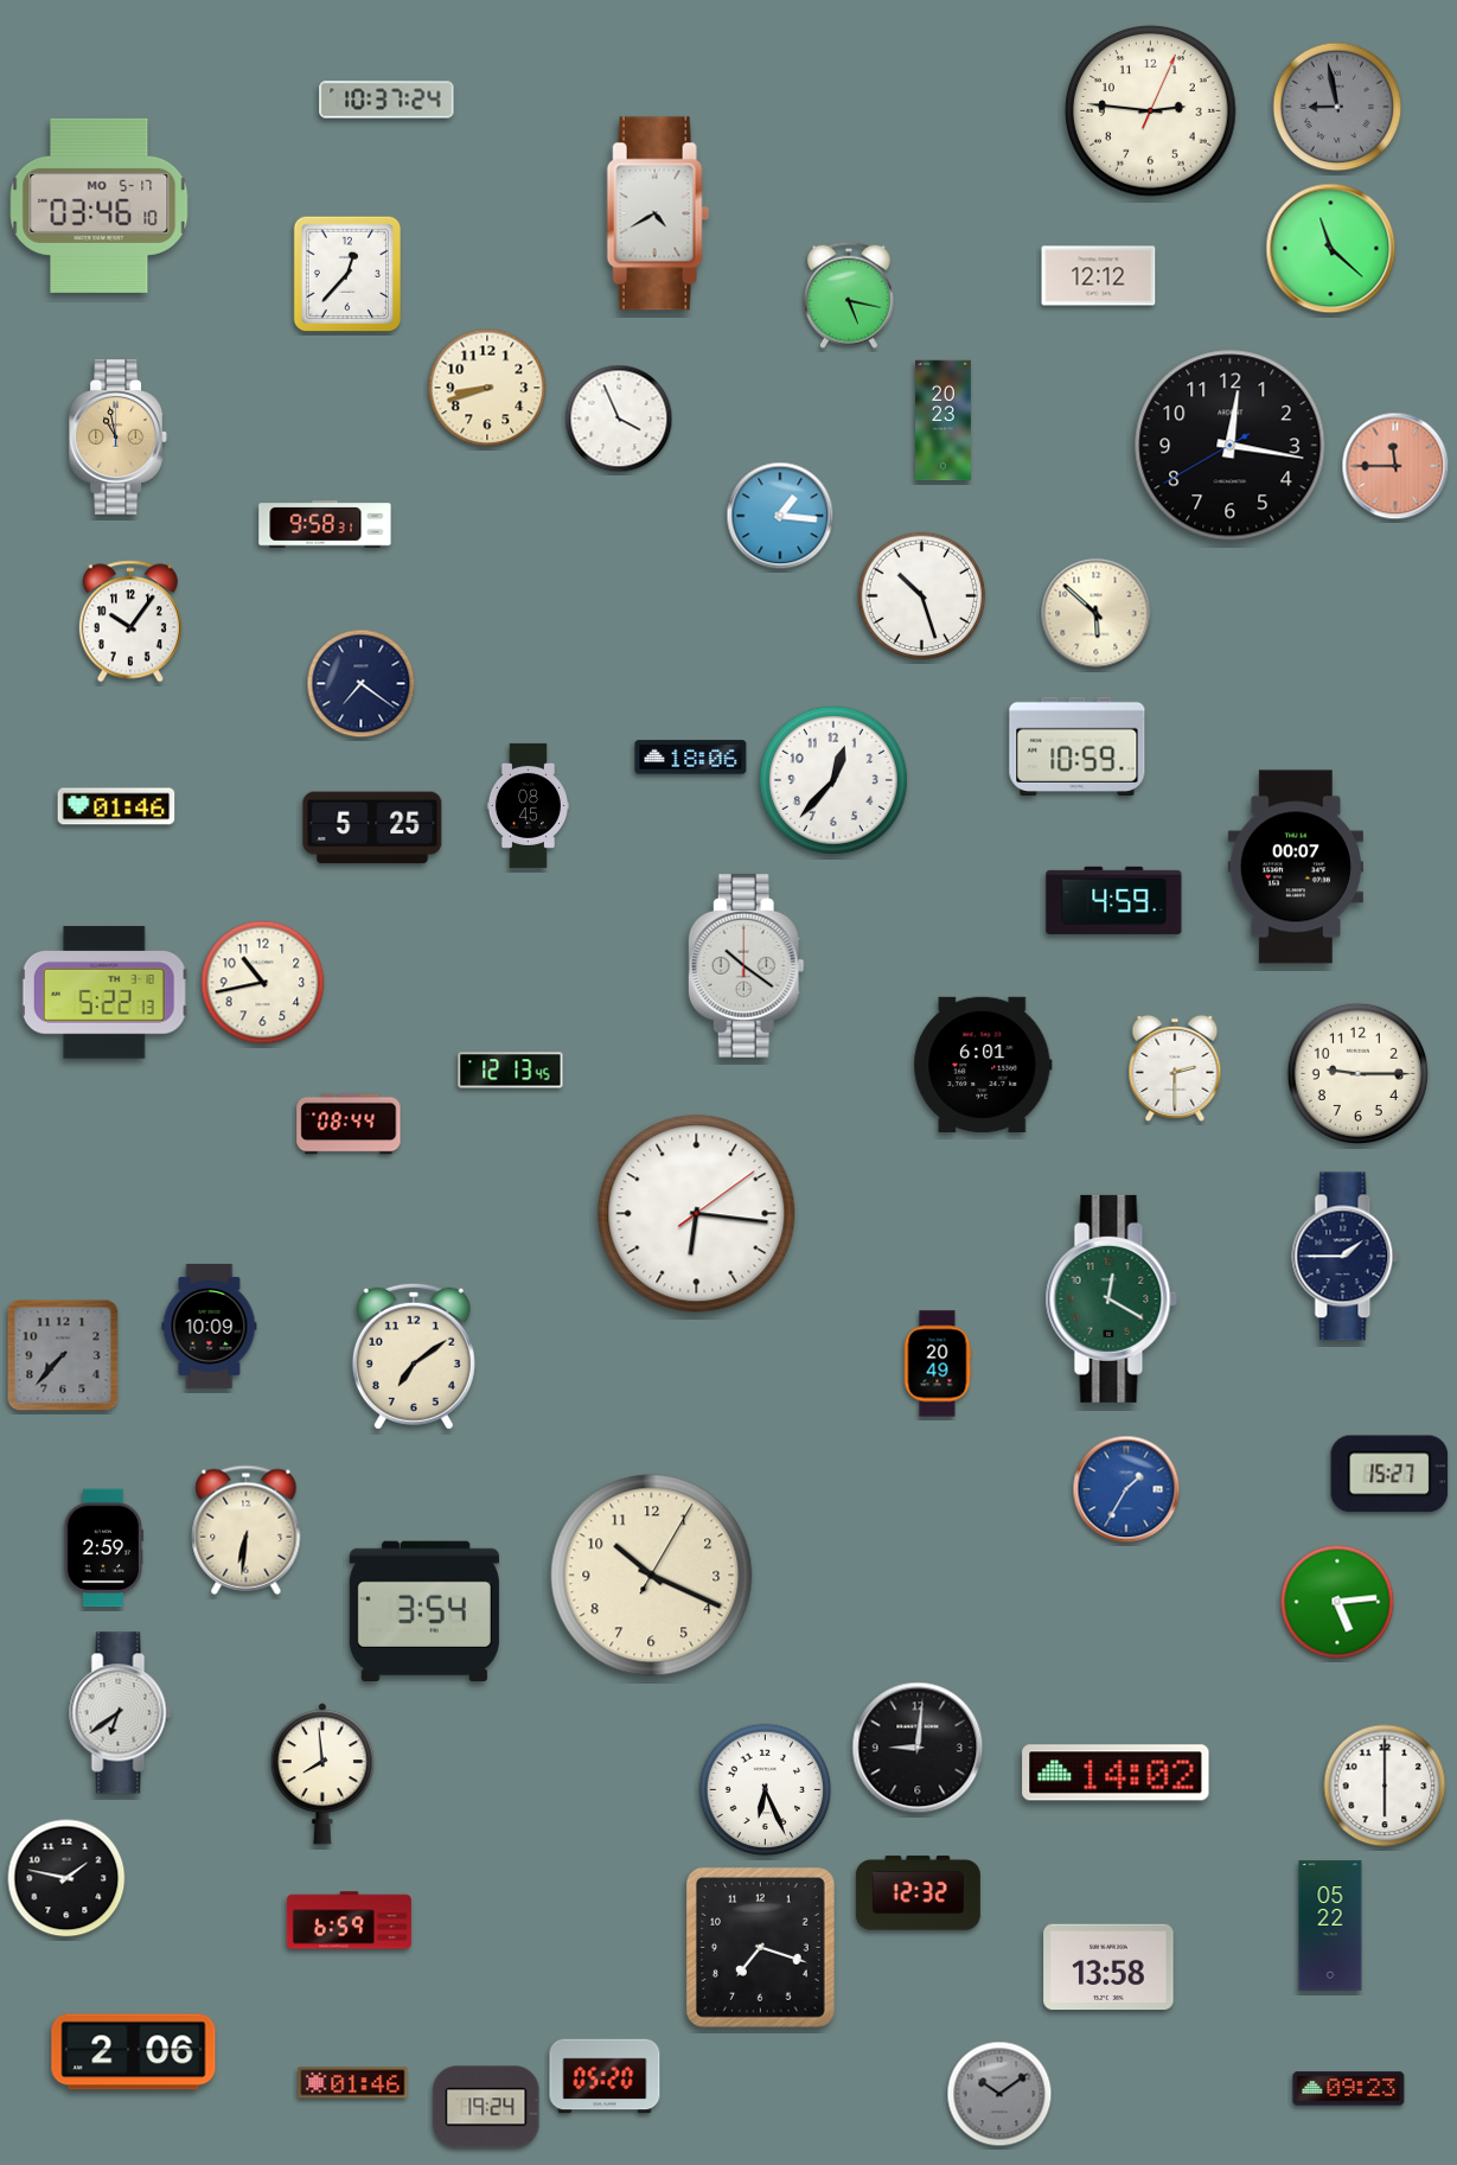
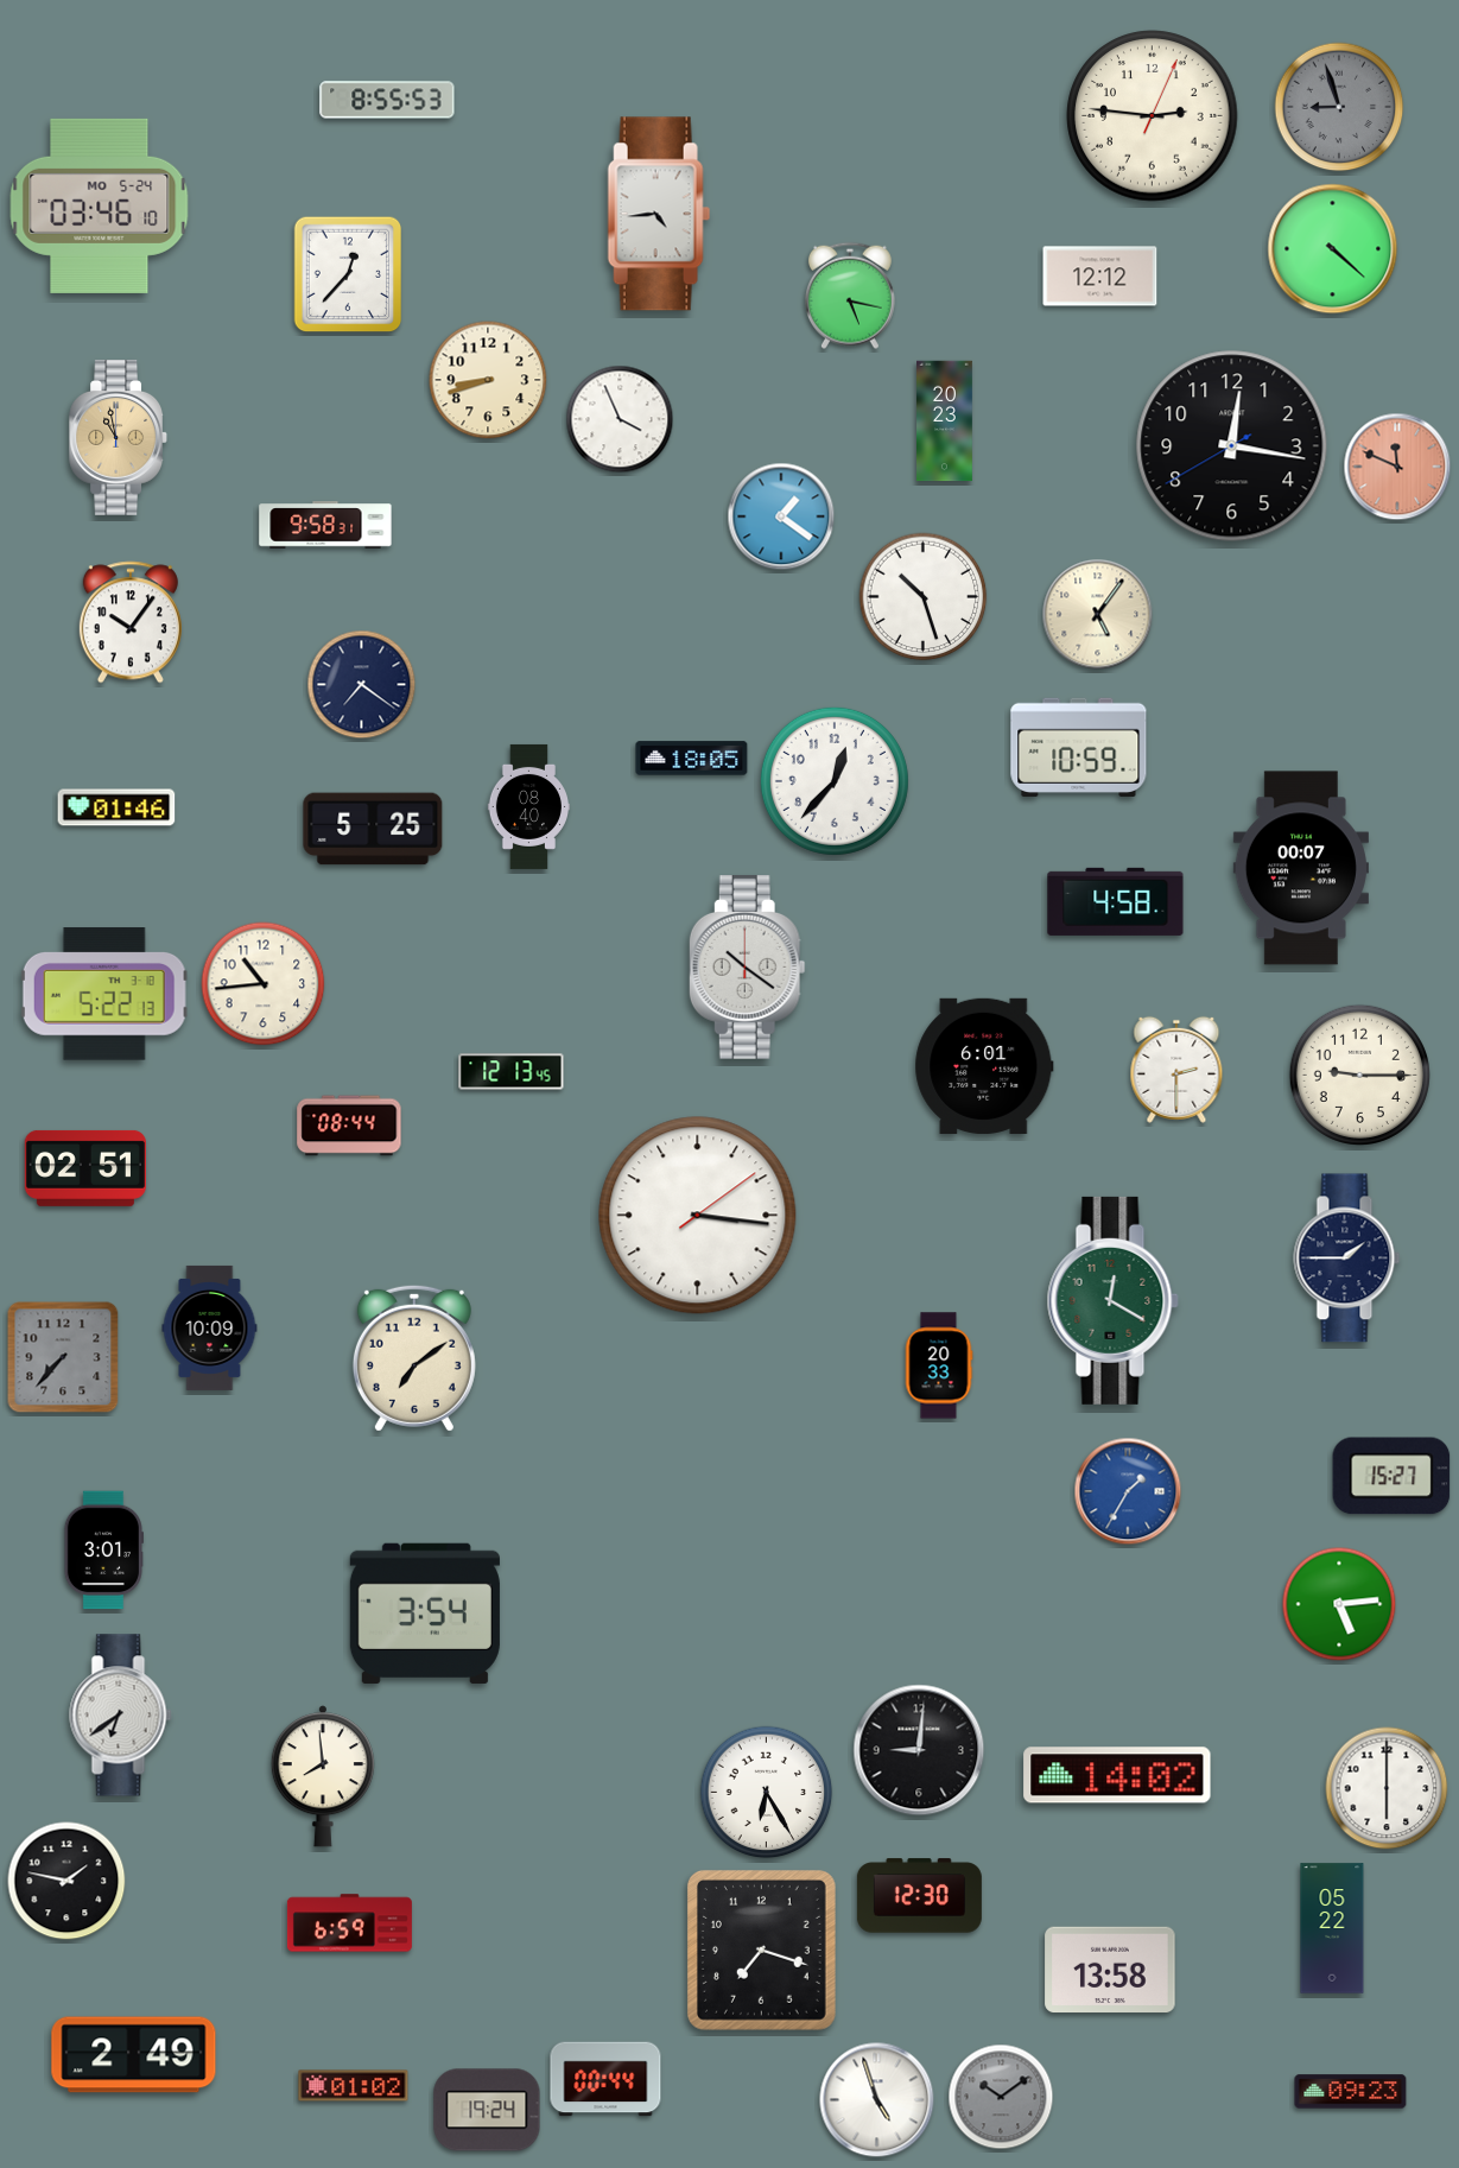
clock at (386, 100): 10:37 -> 8:55
clock at (1337, 107): 8:58 -> 8:57
clock at (1151, 111) position: (1151, 111) -> (1153, 116)
clock at (100, 205) date: MO 5-17 -> MO 5-24
clock at (658, 213): 4:40 -> 4:44
clock at (1331, 249): 11:22 -> 4:22
clock at (487, 388) position: (487, 388) -> (488, 380)
clock at (1395, 466): 11:45 -> 11:49
clock at (780, 516): 1:16 -> 1:21
clock at (1097, 614): 5:52 -> 5:06
clock at (691, 758): 18:06 -> 18:05
clock at (528, 805): 08:45 -> 08:40
clock at (1296, 867) position: (1296, 867) -> (1301, 868)
clock at (1114, 900): 4:59 -> 4:58
clock at (263, 983): 10:43 -> 10:44
clock at (84, 1168): none -> 02:51
clock at (697, 1214): 6:16 -> 3:16
clock at (938, 1363): 20:49 -> 20:33
clock at (247, 1529): 6:31 -> none
clock at (103, 1548): 2:59 -> 3:01
clock at (652, 1576): 10:19 -> none
clock at (766, 1790): 6:26 -> 6:25
clock at (918, 1893): 12:32 -> 12:30
clock at (134, 2052): 2:06 -> 2:49
clock at (605, 2076): 05:20 -> 00:44
clock at (353, 2083): 01:46 -> 01:02
clock at (877, 2100): none -> 4:57
